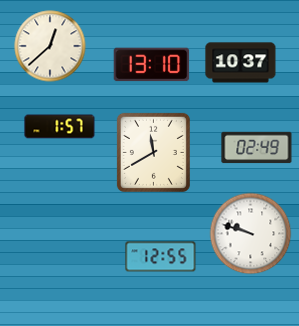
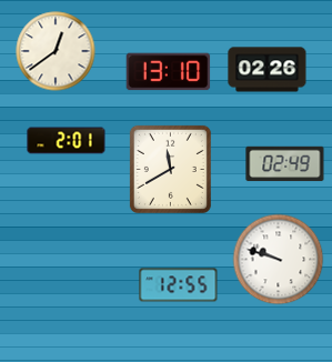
clock at (50, 46): 12:38 -> 12:39
clock at (241, 63): 10:37 -> 02:26
clock at (60, 127): 1:57 -> 2:01
